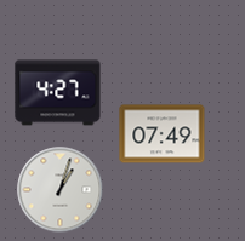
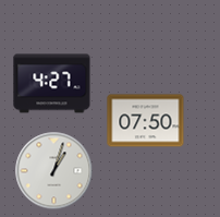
clock at (163, 134): 07:49 -> 07:50
